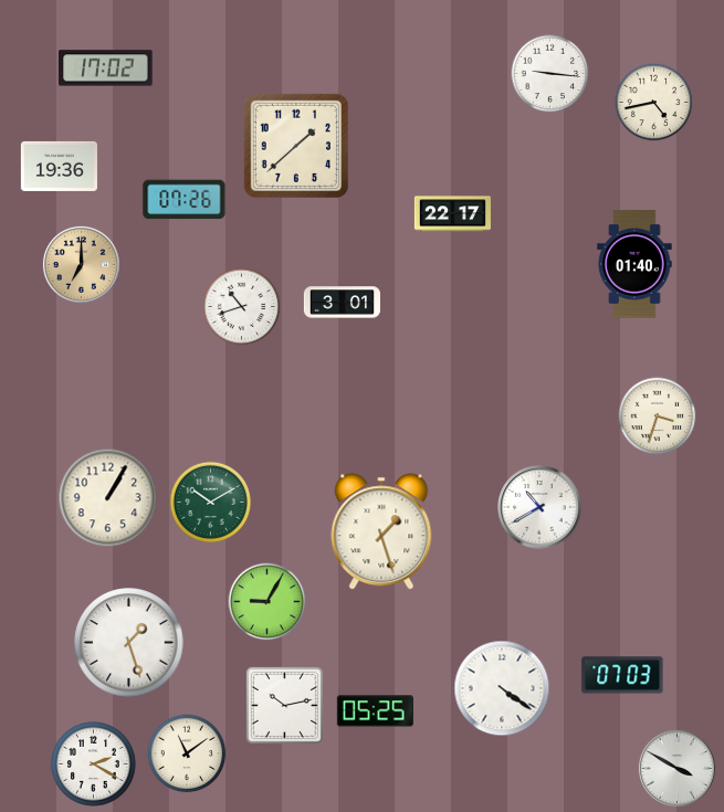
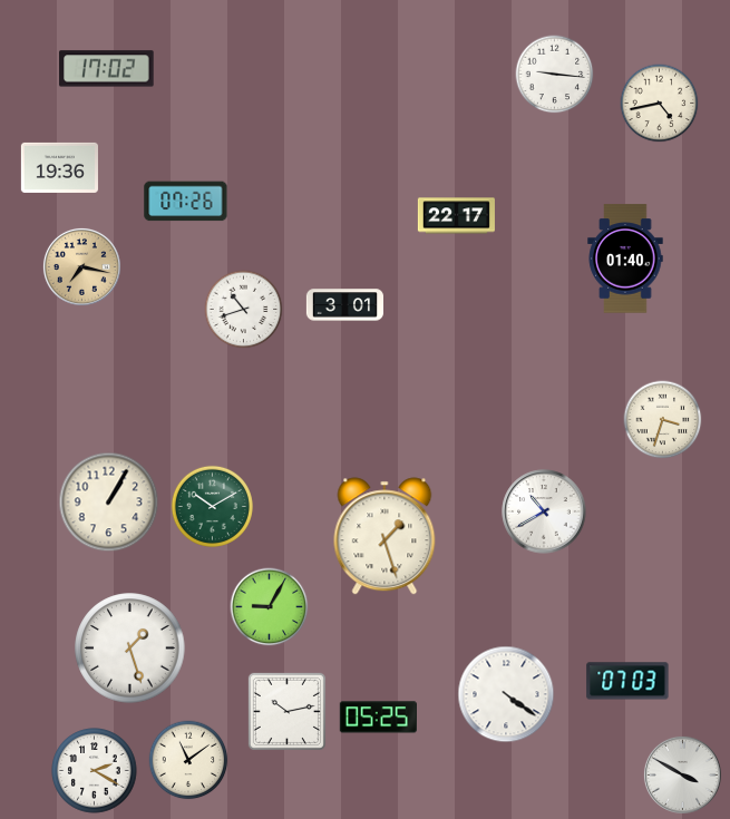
clock at (296, 146): 1:38 -> none
clock at (81, 264): 7:00 -> 7:17
clock at (634, 264) position: (634, 264) -> (625, 259)
